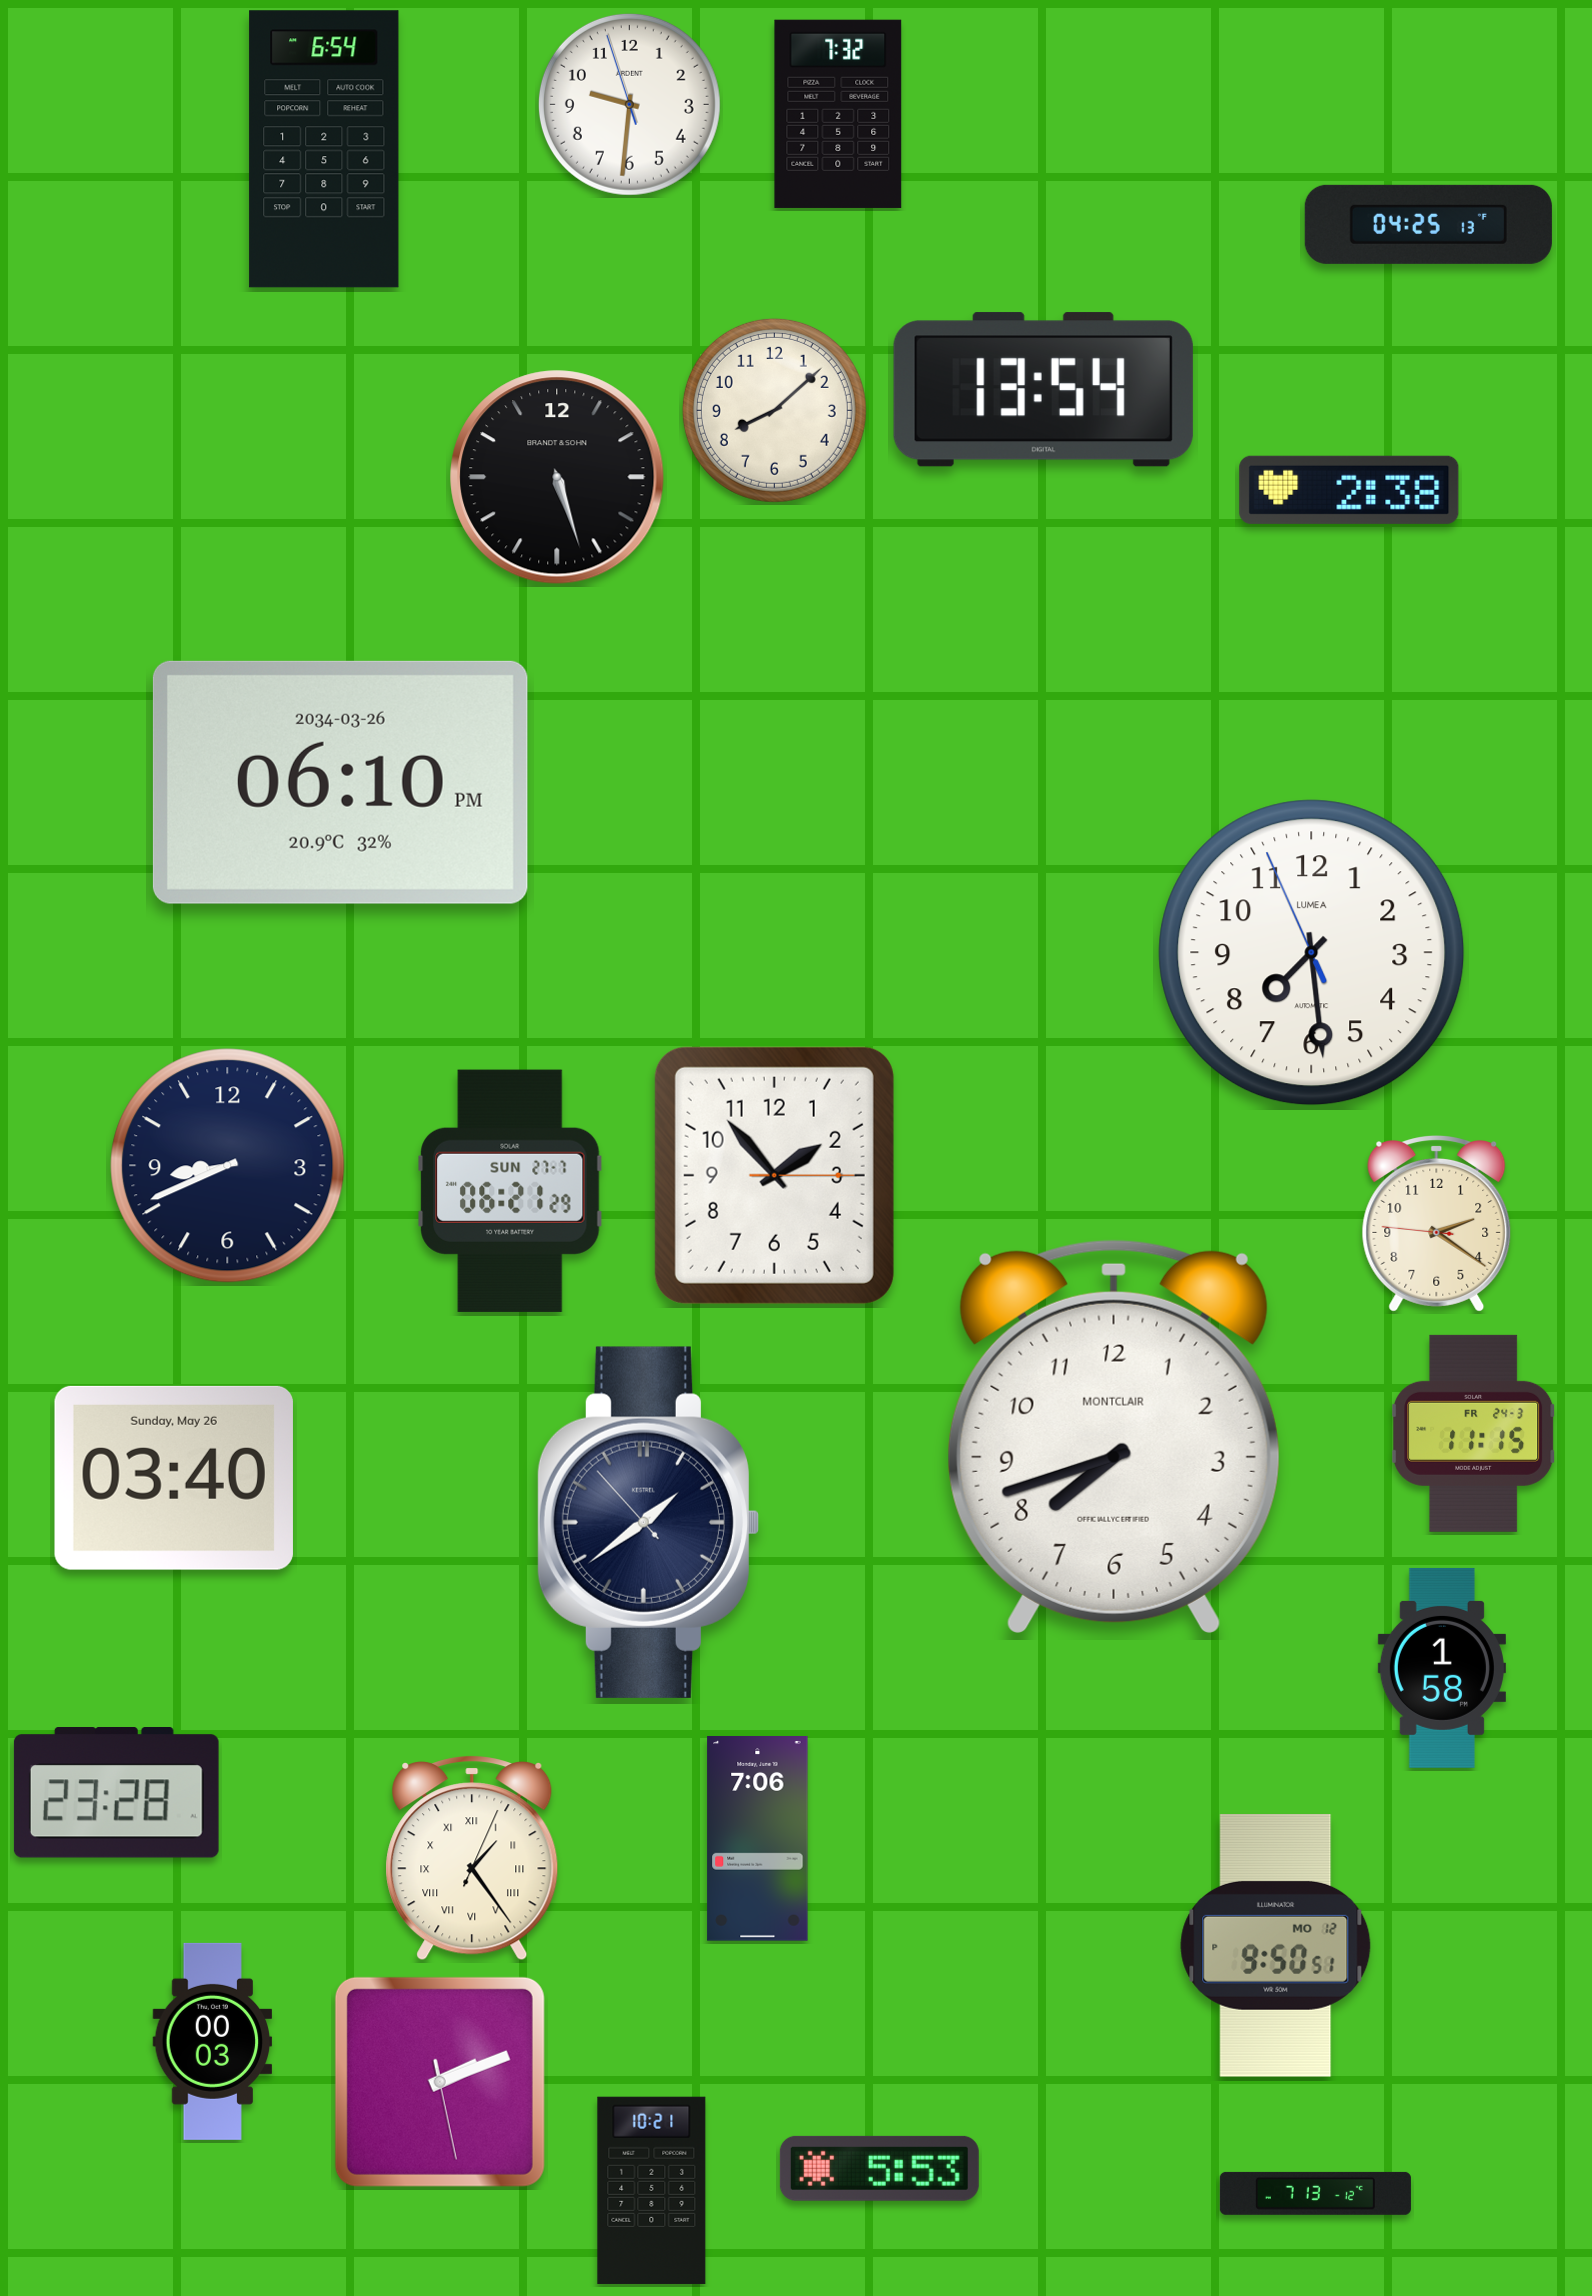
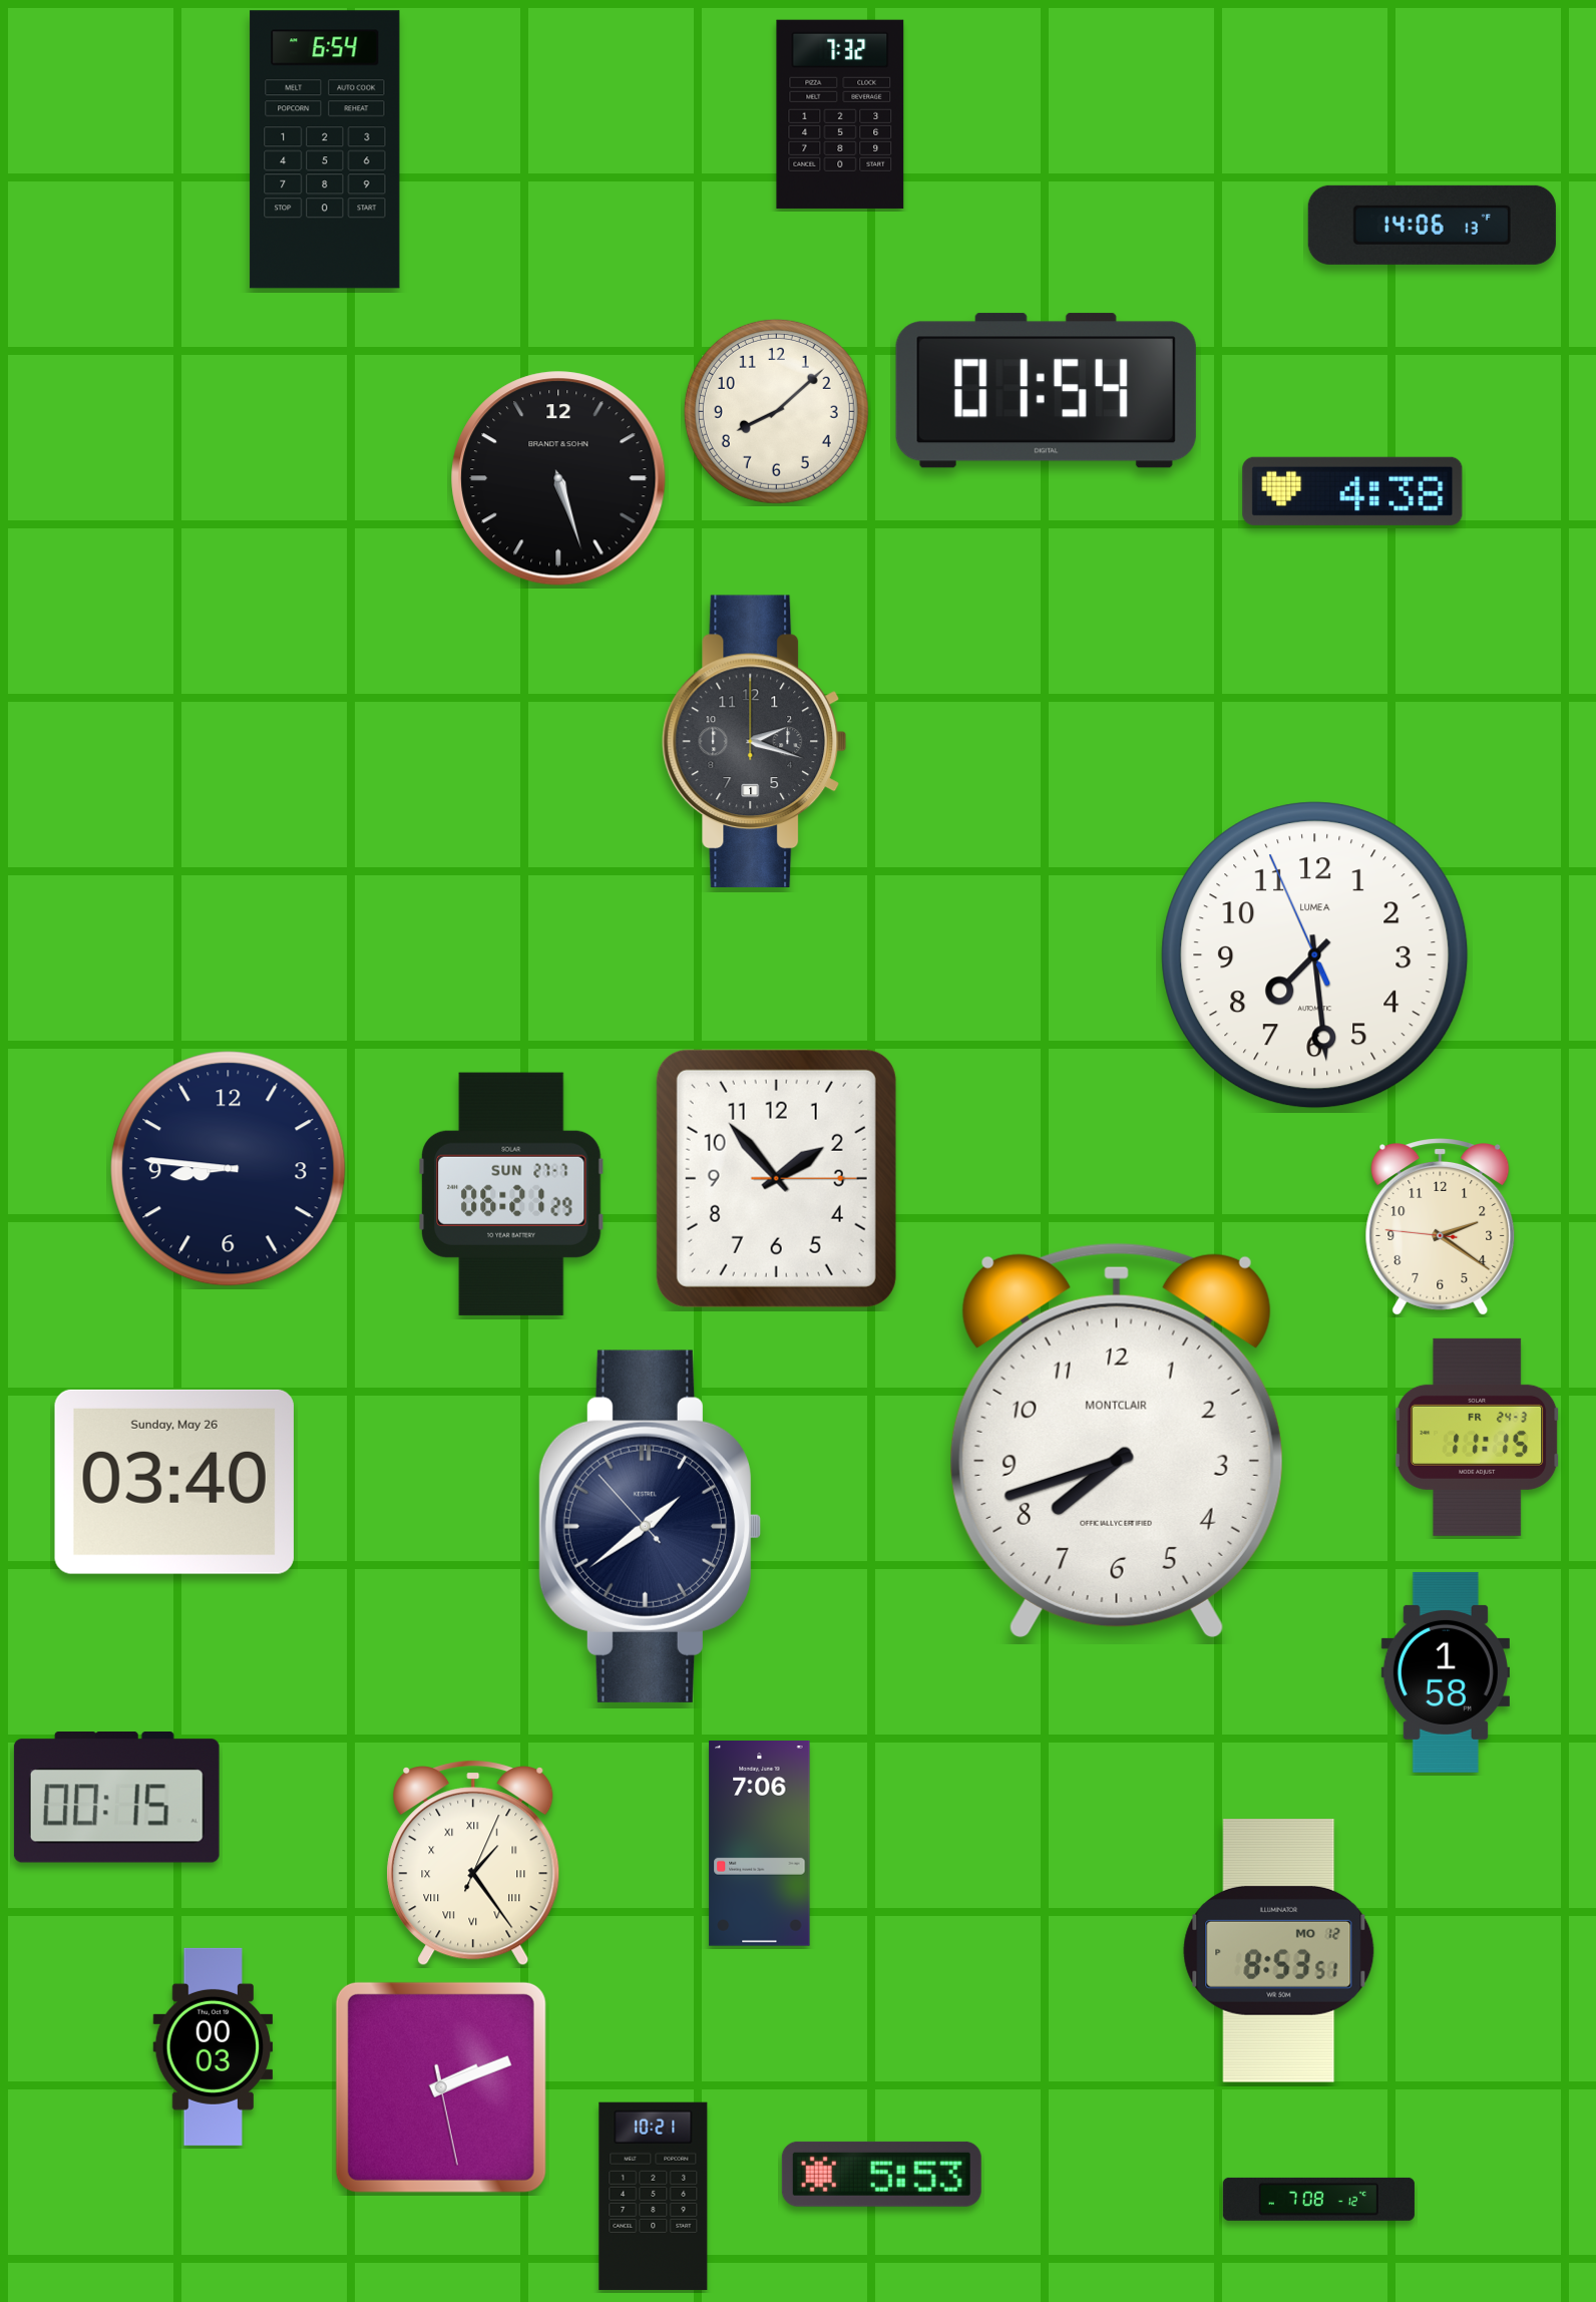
clock at (629, 104): 9:30 -> none
clock at (1428, 224): 04:25 -> 14:06
clock at (1043, 390): 13:54 -> 01:54
clock at (1349, 490): 2:38 -> 4:38
clock at (755, 741): none -> 2:18
clock at (340, 782): 06:10 -> none
clock at (228, 1166): 8:41 -> 8:46
clock at (116, 1793): 23:28 -> 00:15
clock at (1276, 1946): 9:50 -> 8:53
clock at (1315, 2193): 7:13 -> 7:08
